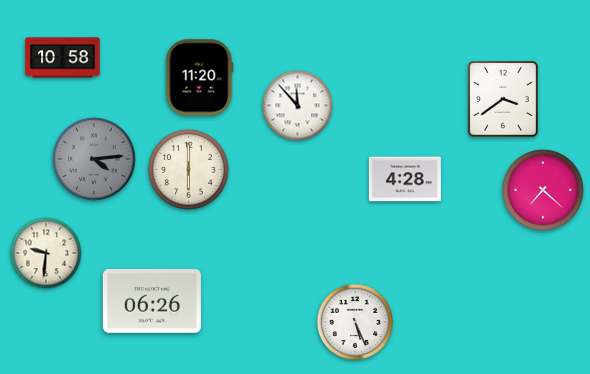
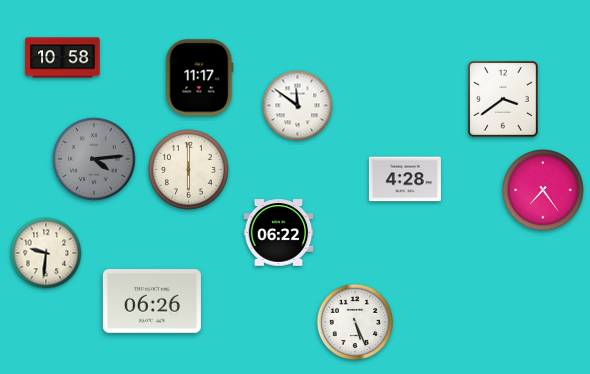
clock at (200, 78): 11:20 -> 11:17
clock at (298, 106): 11:53 -> 11:51
clock at (543, 190): 7:22 -> 7:24
clock at (279, 233): none -> 06:22
